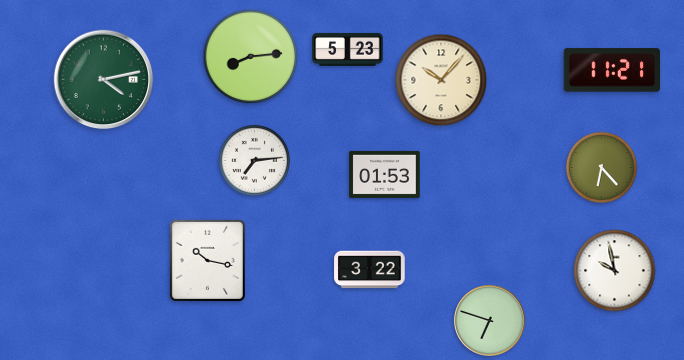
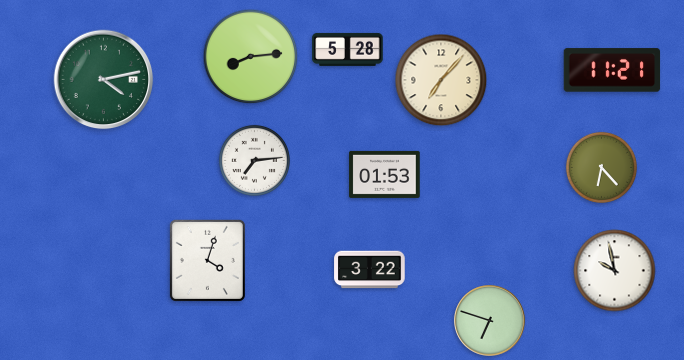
clock at (348, 49): 5:23 -> 5:28
clock at (441, 80): 10:07 -> 7:07
clock at (207, 260): 10:17 -> 4:03
